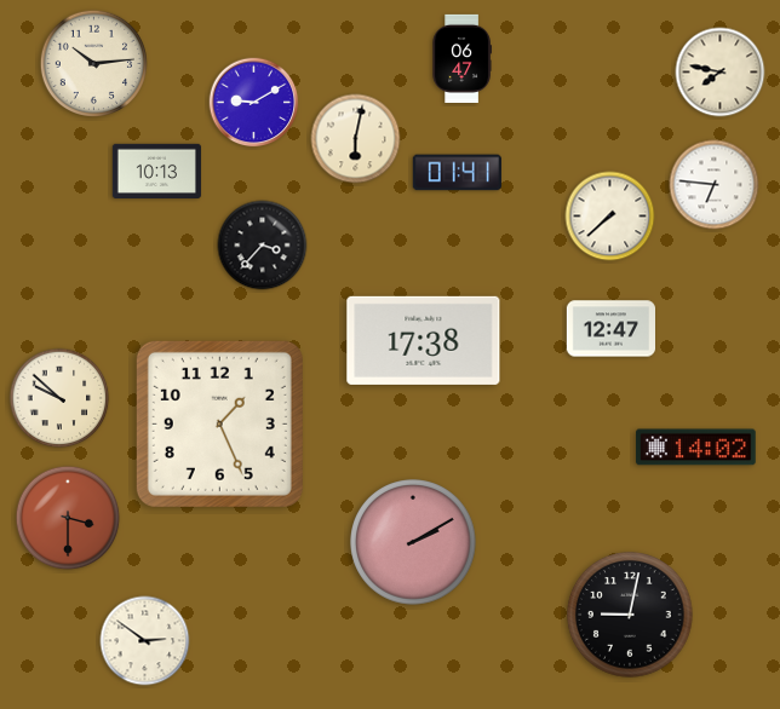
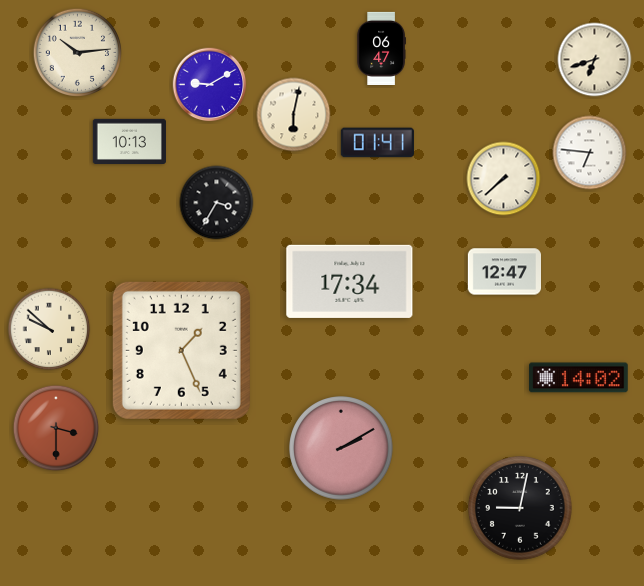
clock at (721, 73): 7:47 -> 6:42
clock at (263, 246): 3:37 -> 3:35
clock at (424, 340): 17:38 -> 17:34
clock at (696, 448) position: (696, 448) -> (579, 378)
clock at (145, 641): 2:51 -> none
